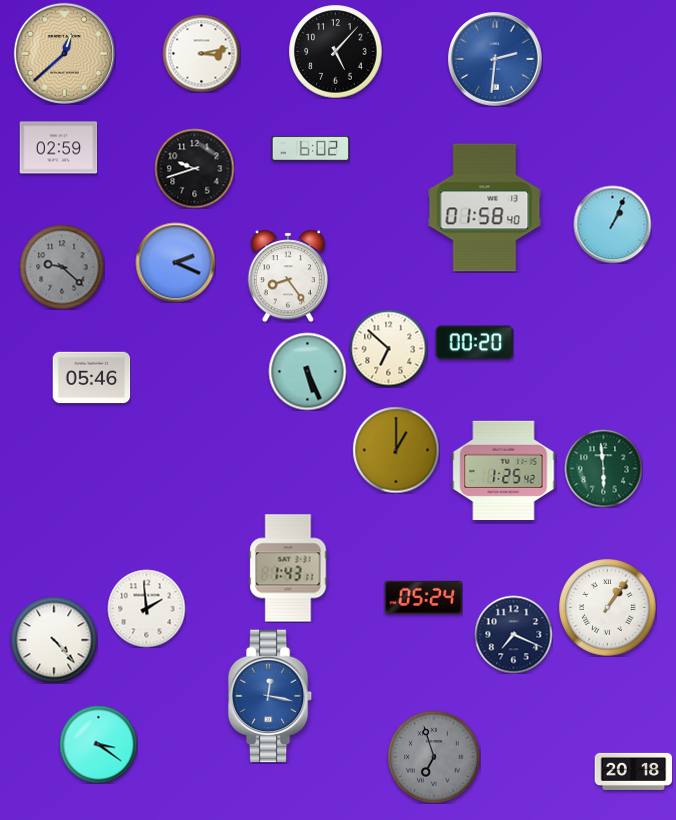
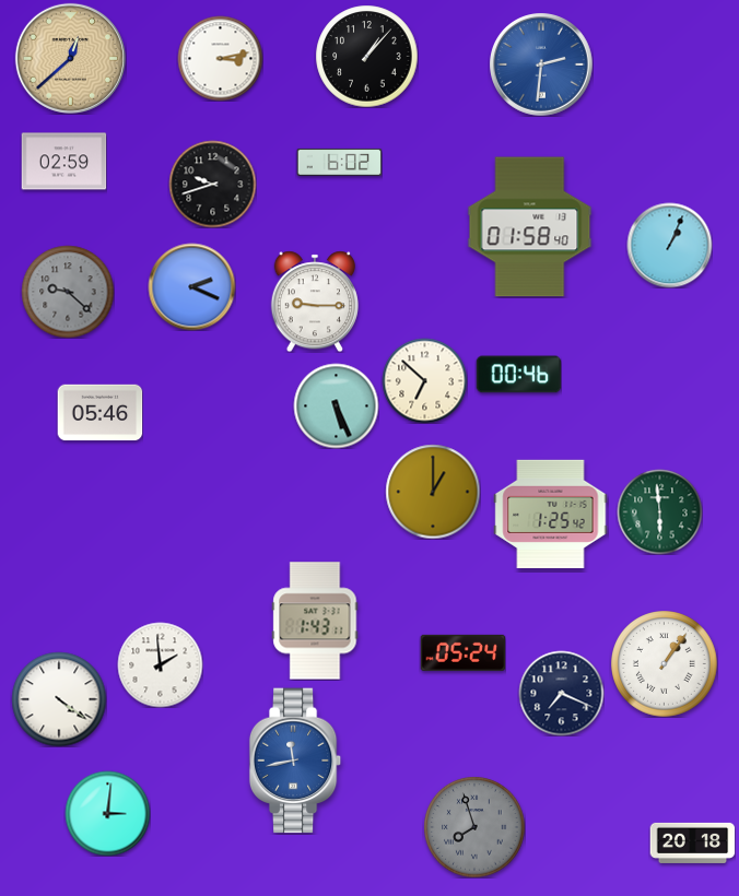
clock at (335, 51): 5:07 -> 1:07
clock at (287, 276): 8:24 -> 9:15
clock at (474, 343): 00:20 -> 00:46
clock at (54, 640): 4:23 -> 4:21
clock at (270, 696): 12:17 -> 11:43
clock at (98, 744): 3:21 -> 3:01
clock at (434, 757): 6:57 -> 7:57
